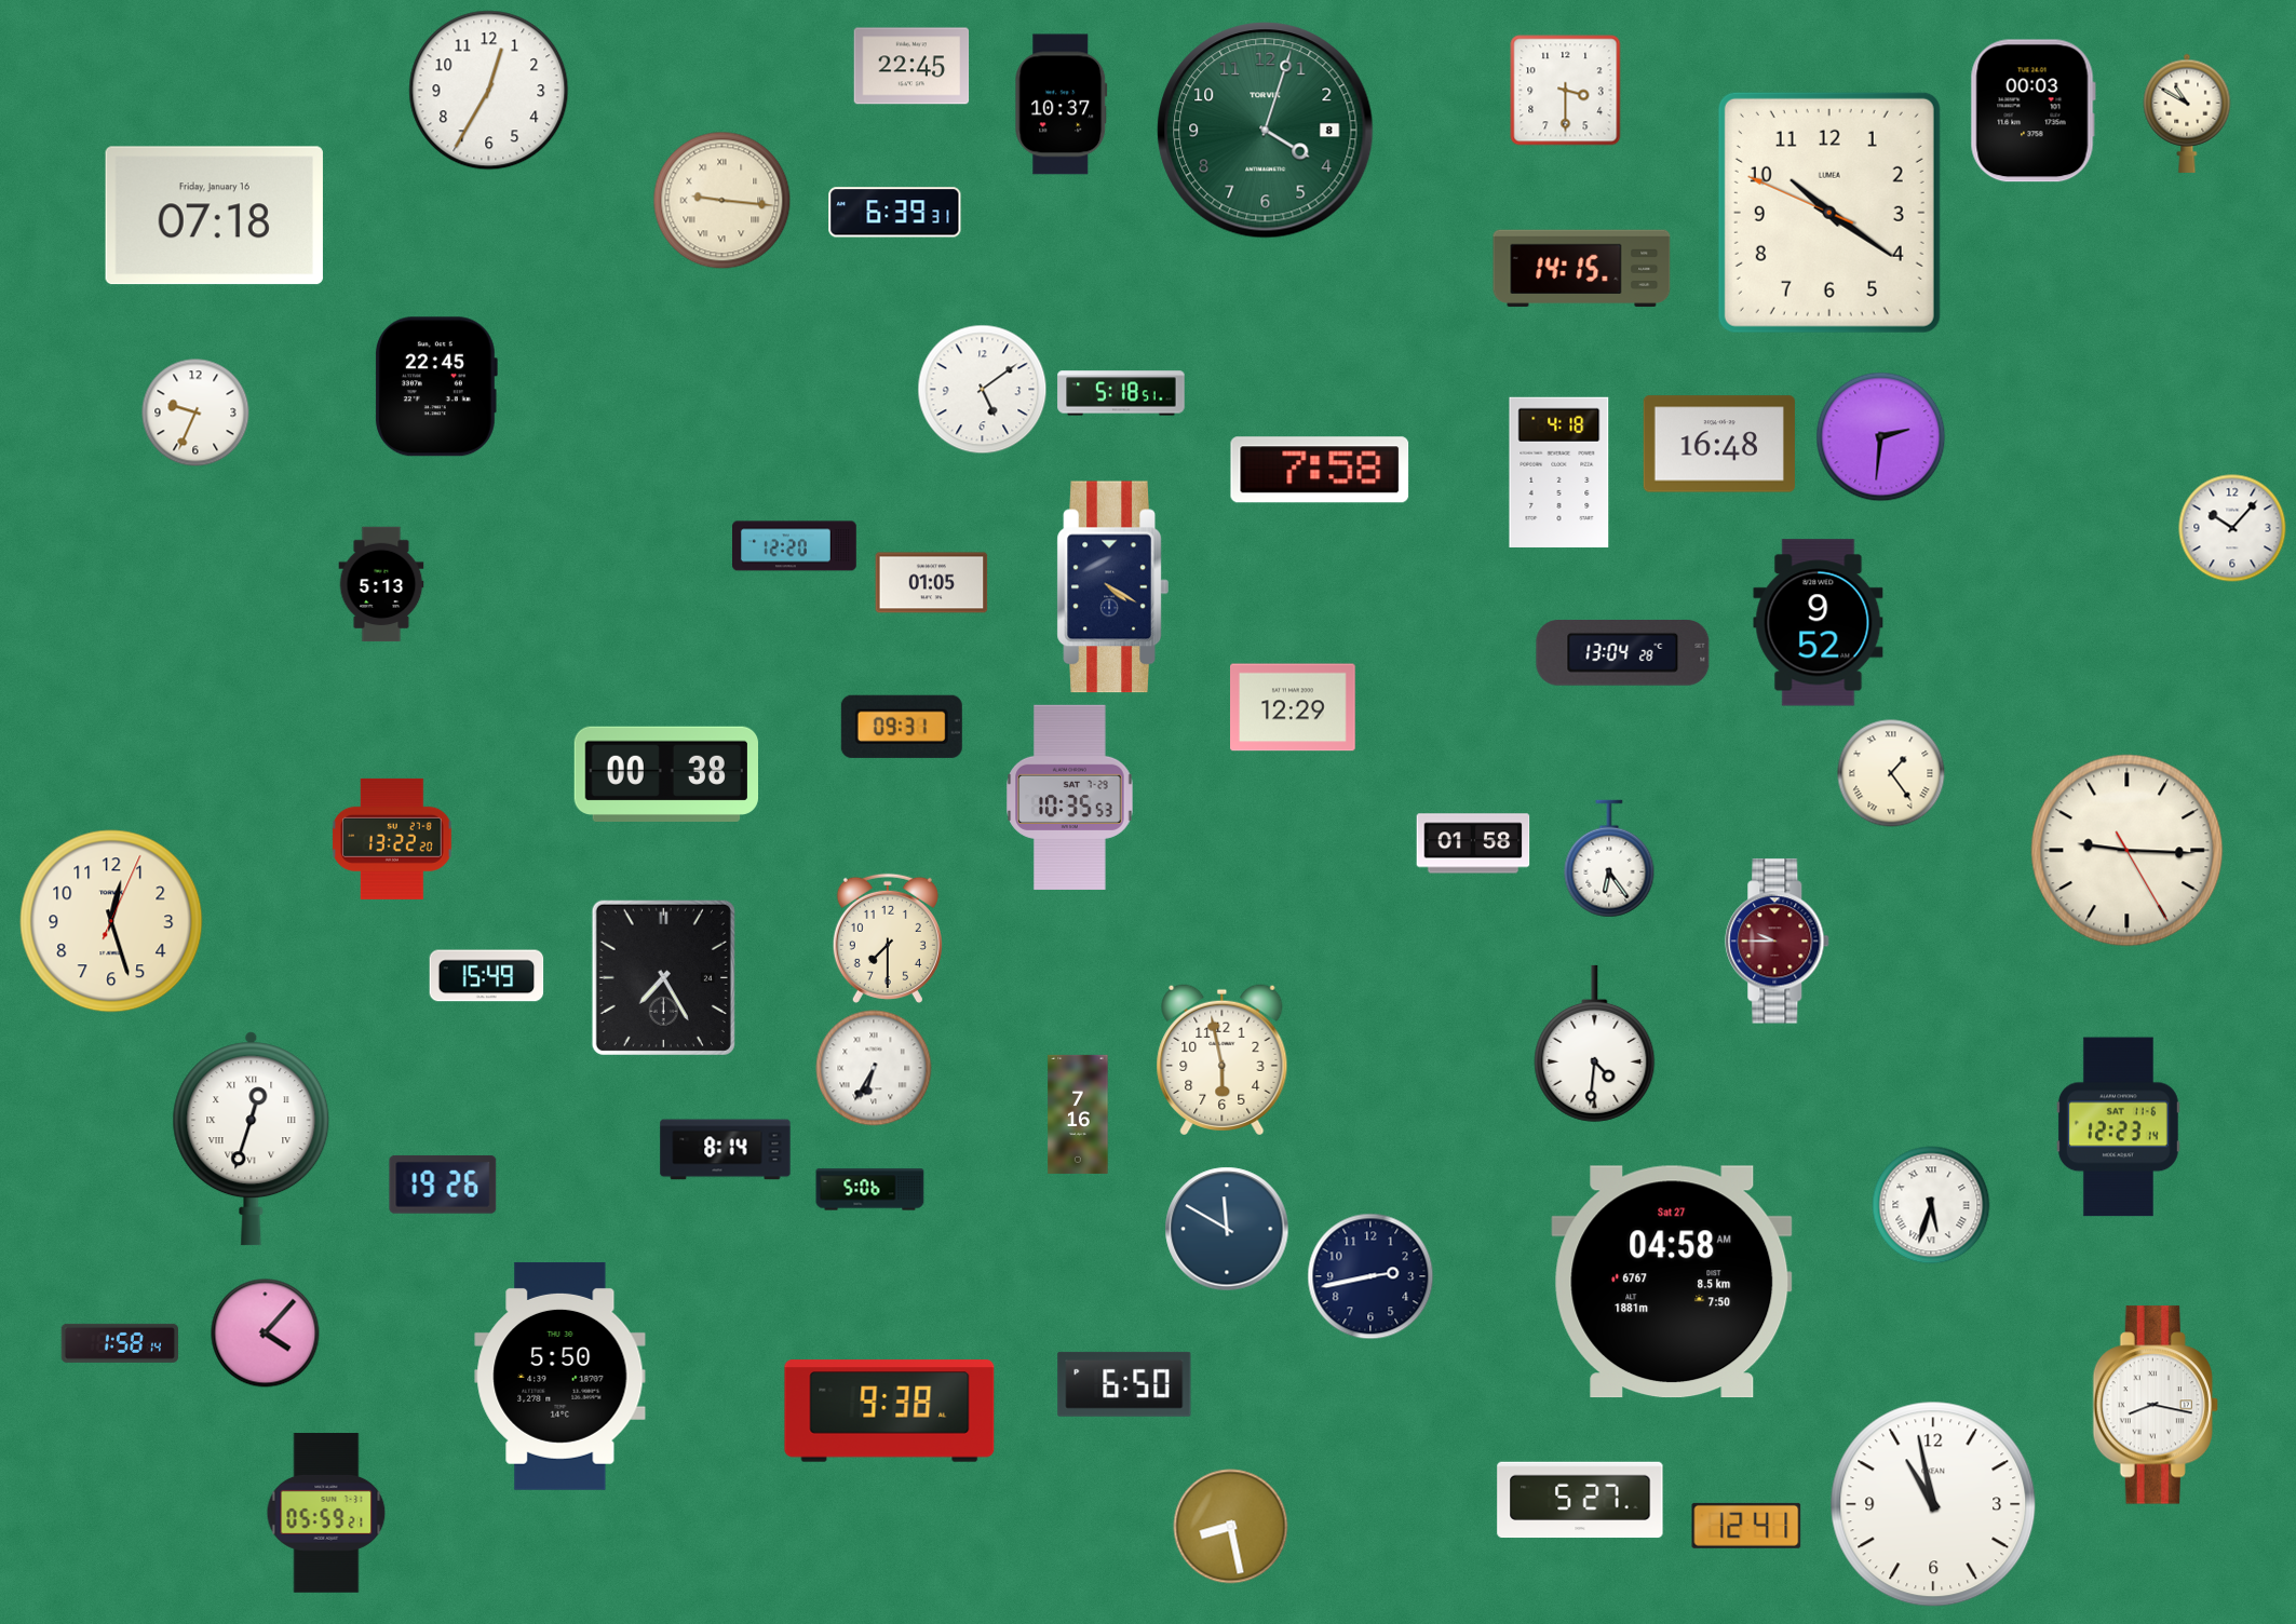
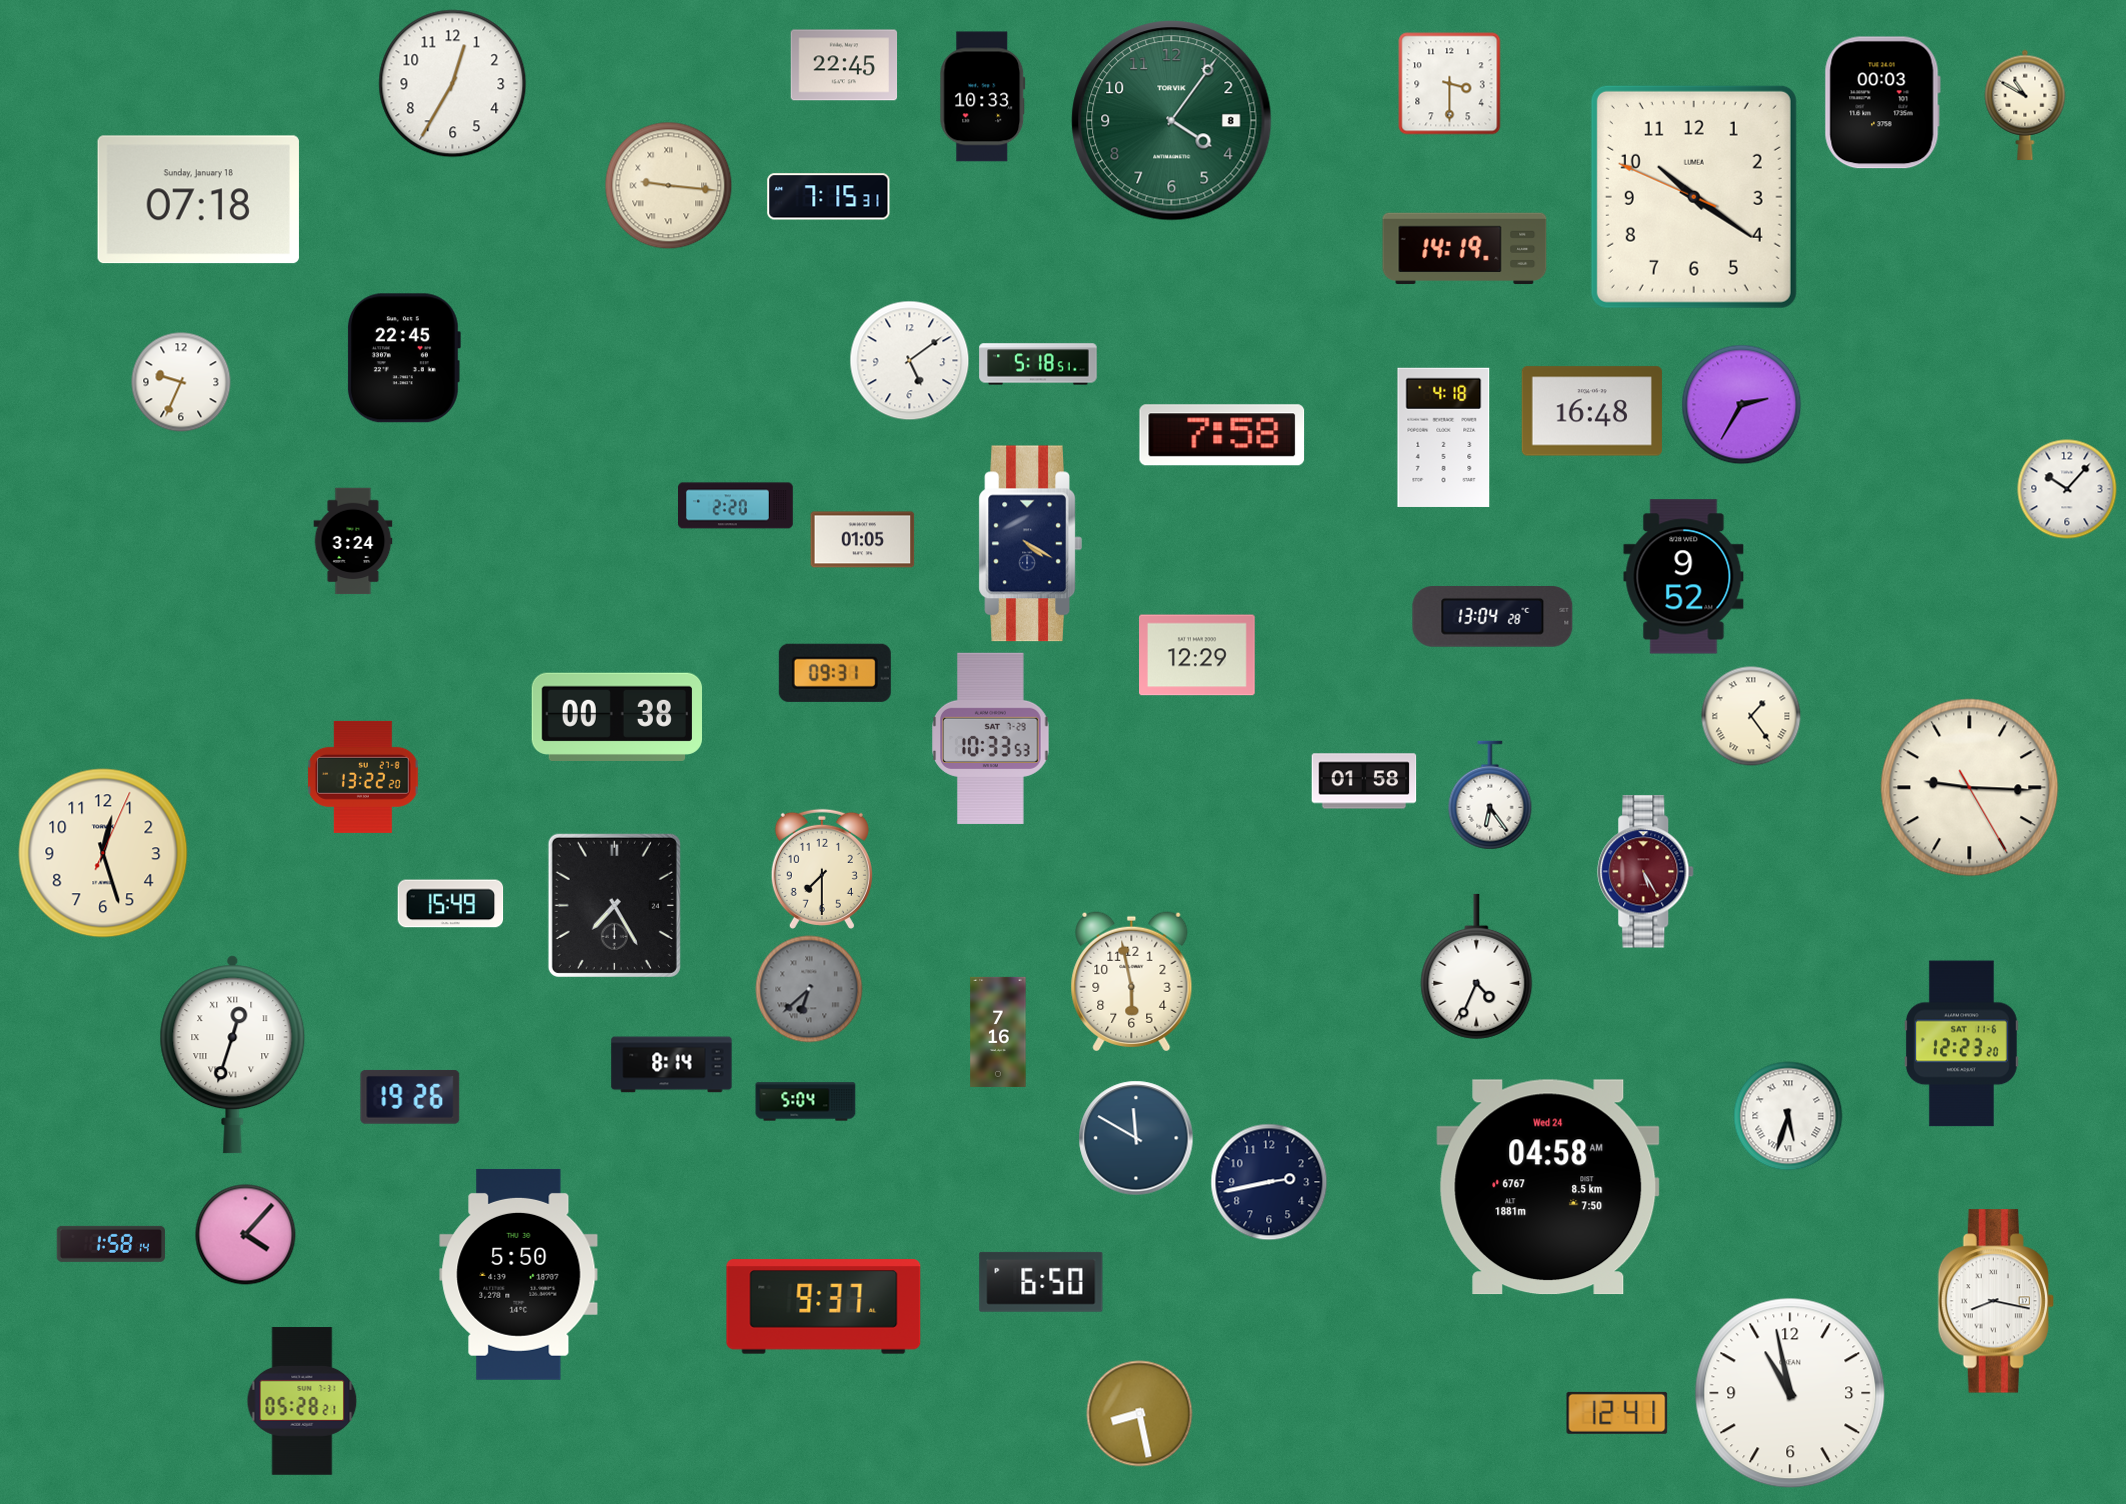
clock at (911, 66) position: (911, 66) -> (844, 65)
clock at (1062, 105): 10:37 -> 10:33
clock at (1266, 131): 4:03 -> 4:06
clock at (895, 213): 6:39 -> 7:15
clock at (214, 216) date: Friday, January 16 -> Sunday, January 18
clock at (1582, 269): 14:15 -> 14:19
clock at (1881, 437): 2:31 -> 2:35
clock at (795, 546): 12:20 -> 2:20
clock at (381, 584): 5:13 -> 3:24
clock at (1623, 653) position: (1623, 653) -> (1493, 617)
clock at (1070, 797): 10:35 -> 10:33
clock at (1778, 942): 9:45 -> 5:25
clock at (1595, 1043): 4:31 -> 4:34
clock at (874, 1068): 6:35 -> 6:38
clock at (874, 1068) dial: white -> grey
clock at (2118, 1127): 12:23:14 -> 12:23:20
clock at (870, 1190): 5:06 -> 5:04
clock at (1672, 1282) date: Sat 27 -> Wed 24
clock at (890, 1411): 9:38 -> 9:37
clock at (1580, 1500): 5:27 -> none
clock at (326, 1513): 05:59 -> 05:28
